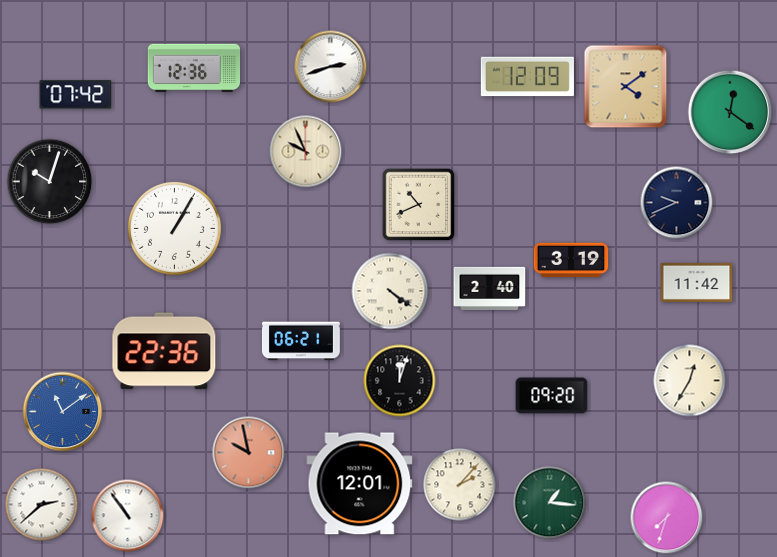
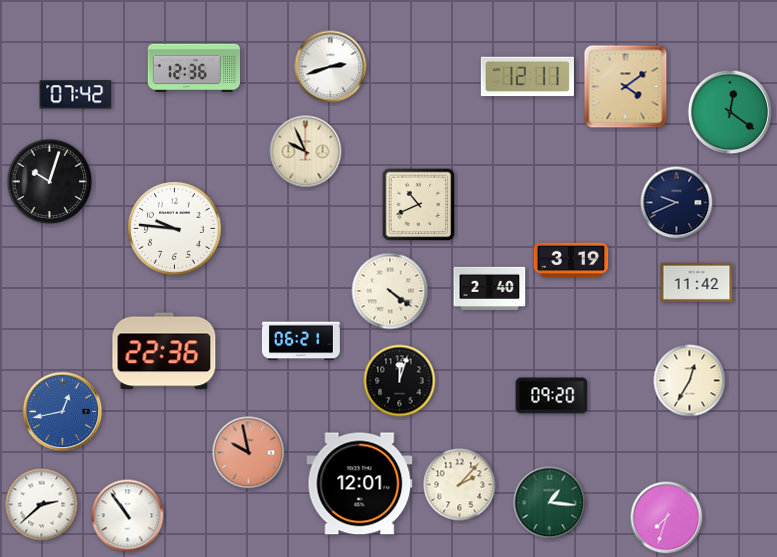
clock at (527, 77): 12:09 -> 12:11
clock at (174, 228): 1:05 -> 9:46
clock at (63, 412): 11:09 -> 12:43
